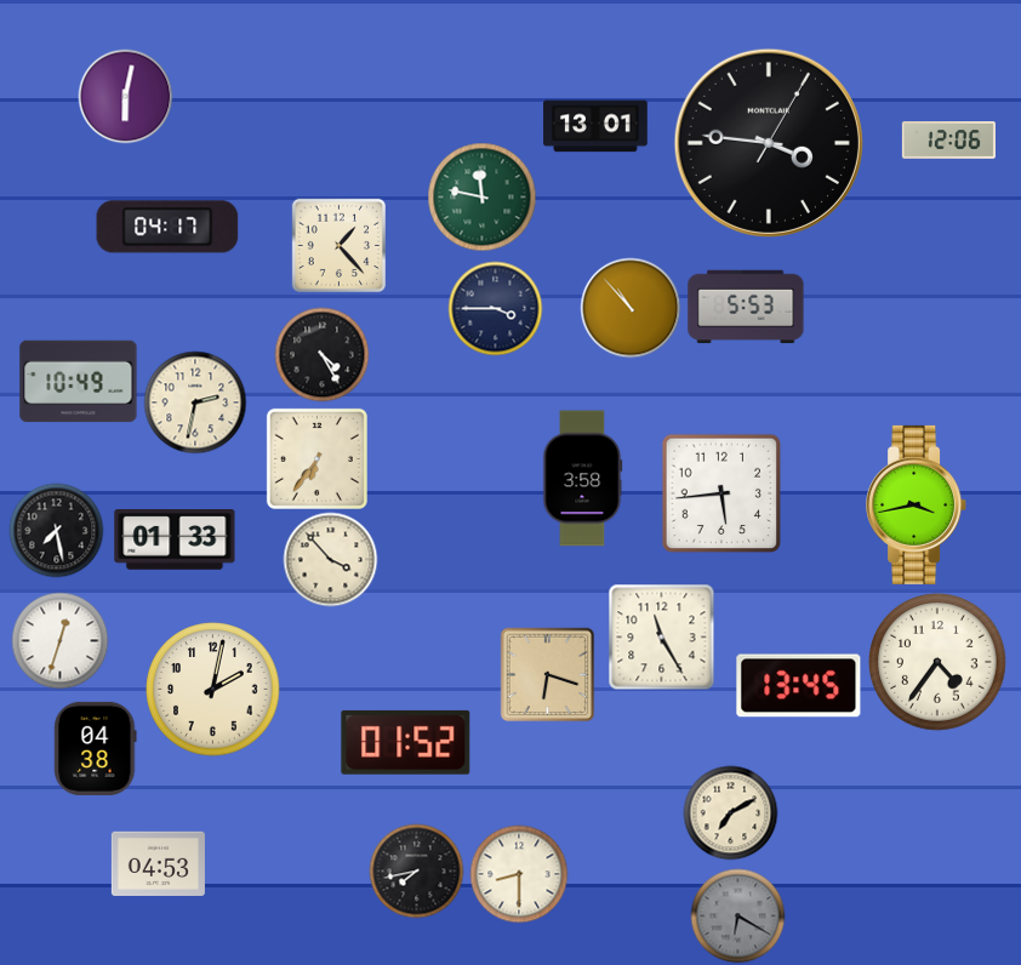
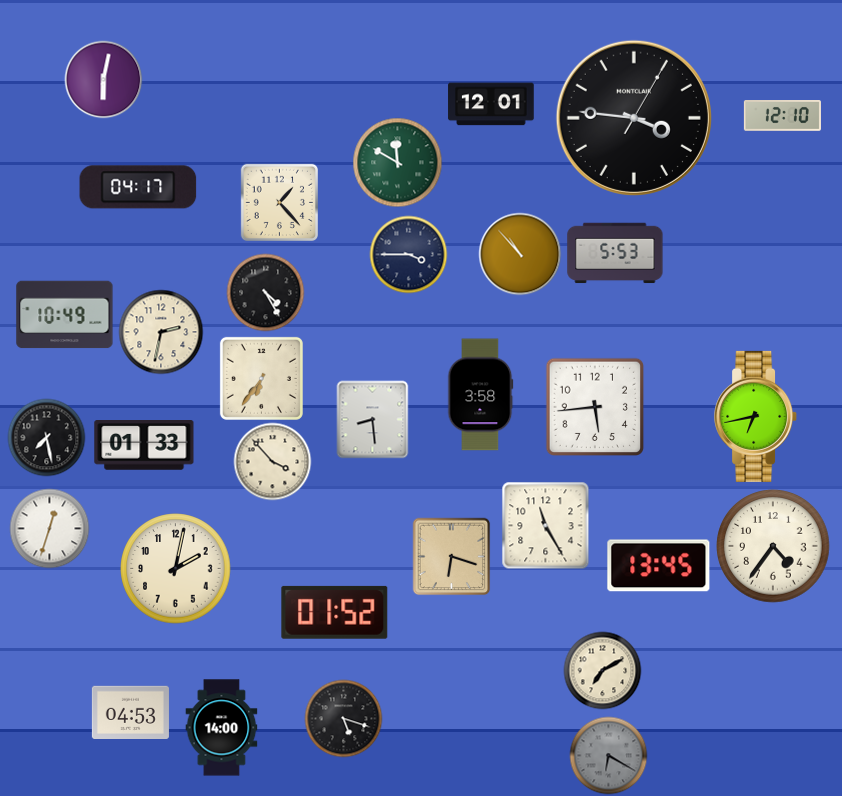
clock at (595, 126): 13:01 -> 12:01
clock at (948, 141): 12:06 -> 12:10
clock at (481, 196): 11:47 -> 11:50
clock at (917, 504): 3:43 -> 6:43
clock at (373, 419): none -> 8:29
clock at (96, 748): 04:38 -> none
clock at (416, 870): 7:43 -> 5:18
clock at (519, 874): 8:30 -> none
clock at (222, 728): none -> 14:00
